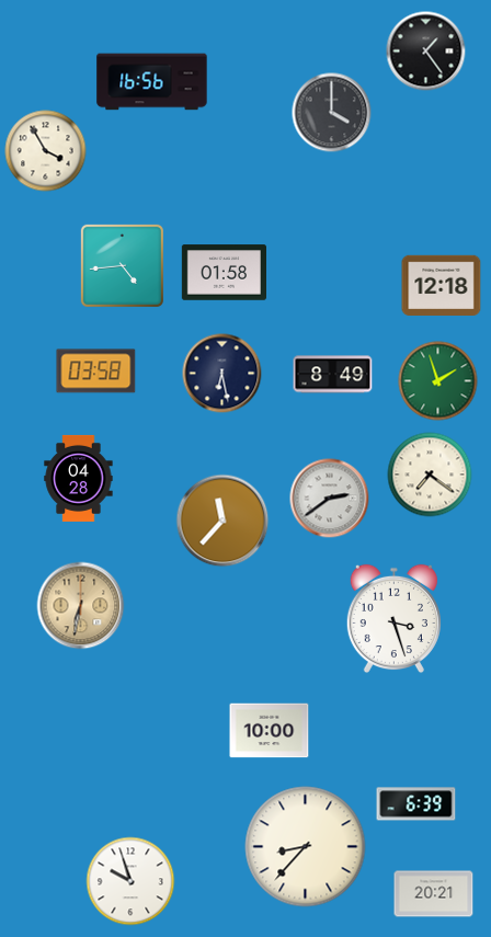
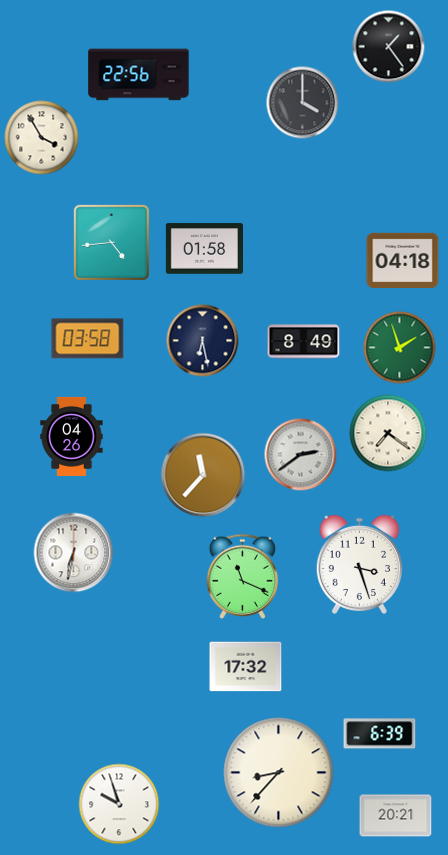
clock at (152, 82): 16:56 -> 22:56
clock at (442, 285): 12:18 -> 04:18
clock at (430, 475) position: (430, 475) -> (388, 433)
clock at (79, 478): 04:28 -> 04:26
clock at (81, 606) dial: champagne -> white
clock at (243, 576): none -> 11:19
clock at (270, 731): 10:00 -> 17:32
